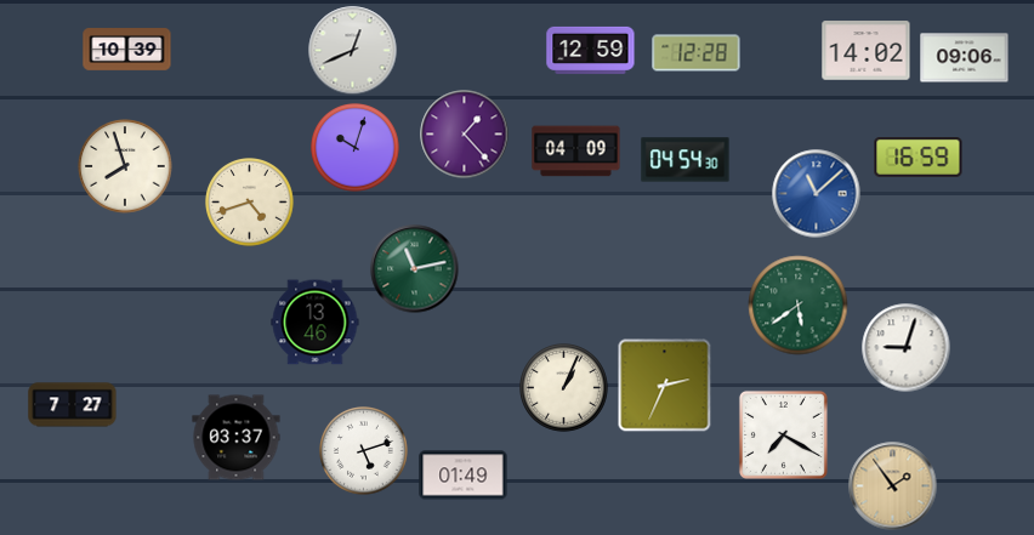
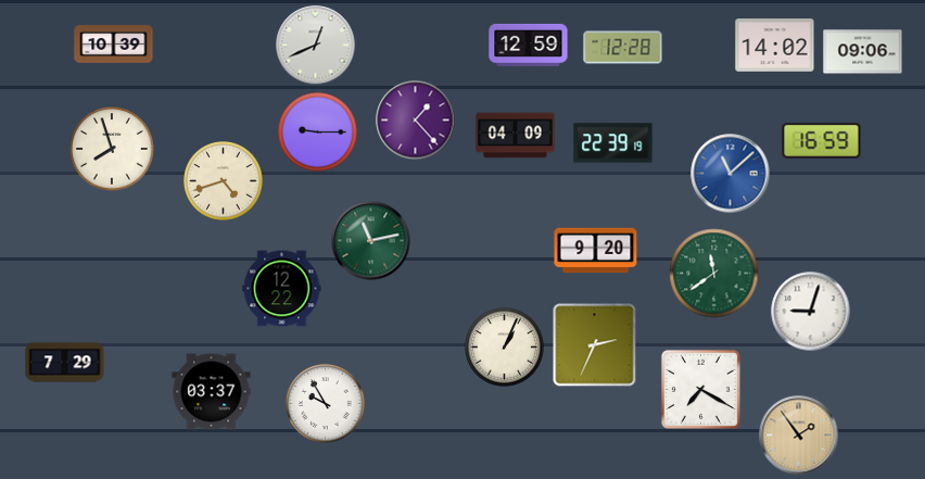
clock at (356, 148): 10:03 -> 9:15
clock at (686, 160): 04:54 -> 22:39
clock at (596, 251): none -> 9:20
clock at (799, 306): 5:39 -> 11:39
clock at (316, 323): 13:46 -> 12:22
clock at (73, 405): 7:27 -> 7:29
clock at (364, 451): 5:12 -> 9:55
clock at (464, 476): 01:49 -> none
